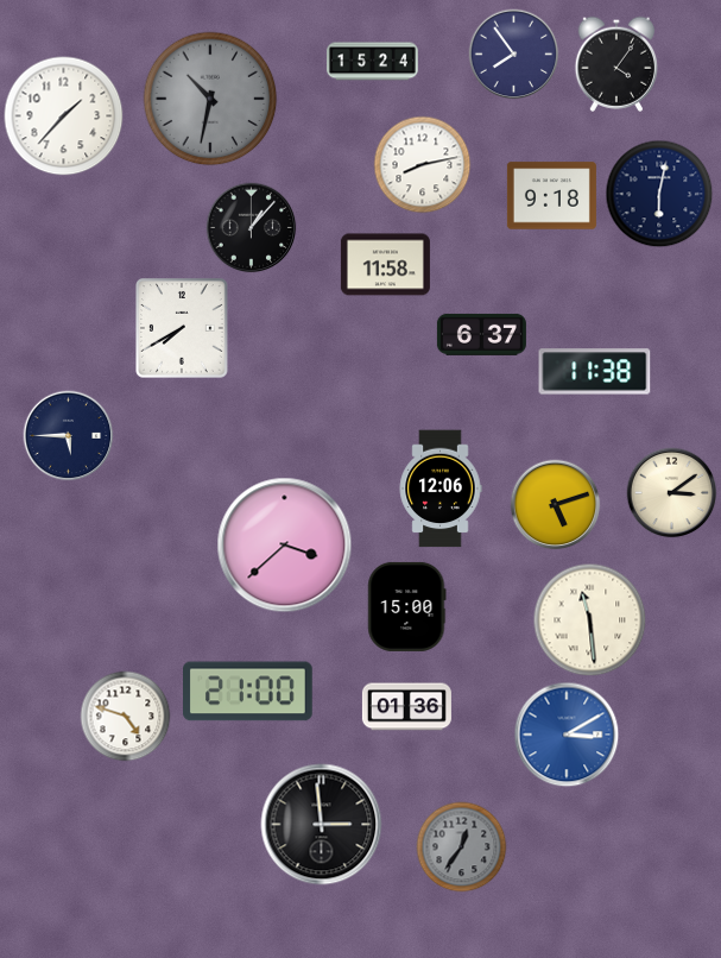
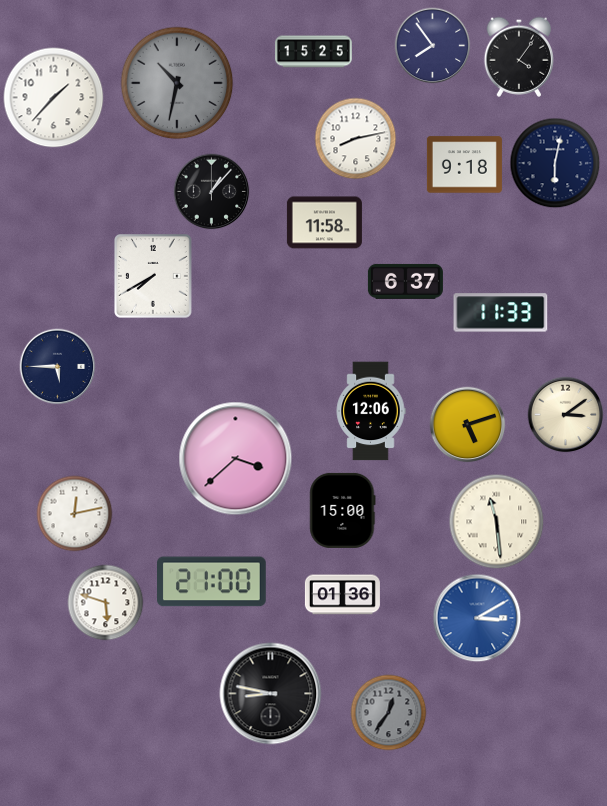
clock at (373, 62): 15:24 -> 15:25
clock at (616, 64) position: (616, 64) -> (519, 57)
clock at (595, 372): 11:38 -> 11:33
clock at (285, 546) position: (285, 546) -> (236, 459)
clock at (75, 514): none -> 12:13
clock at (248, 692) position: (248, 692) -> (212, 582)
clock at (126, 717): 4:48 -> 5:48
clock at (322, 825): 2:59 -> 8:47
